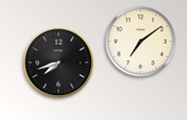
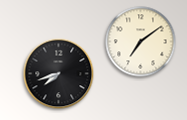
clock at (59, 63) position: (59, 63) -> (59, 74)
